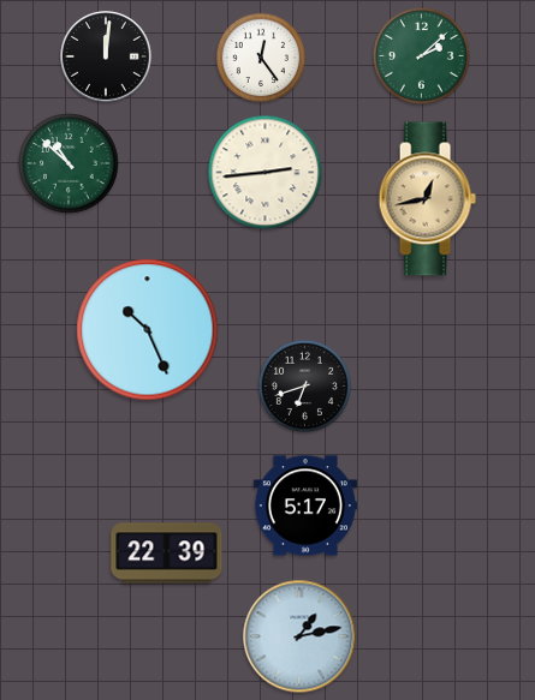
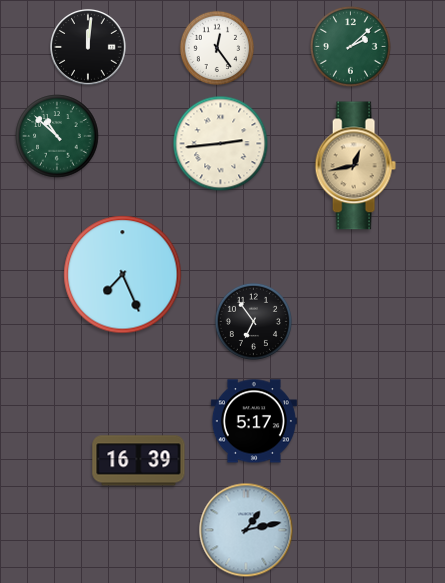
clock at (148, 330): 10:26 -> 7:26
clock at (304, 385): 6:42 -> 6:54
clock at (167, 554): 22:39 -> 16:39
clock at (299, 636) position: (299, 636) -> (246, 530)
